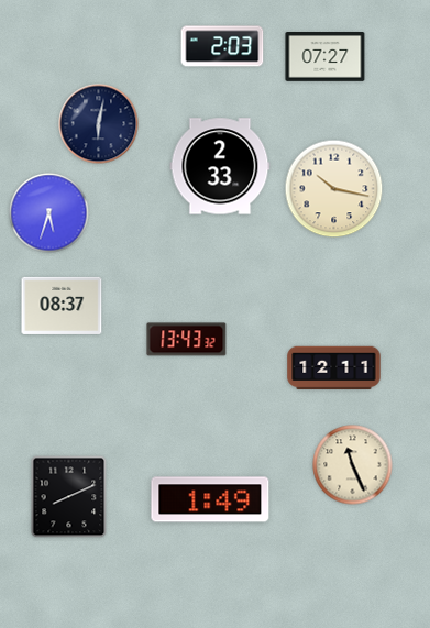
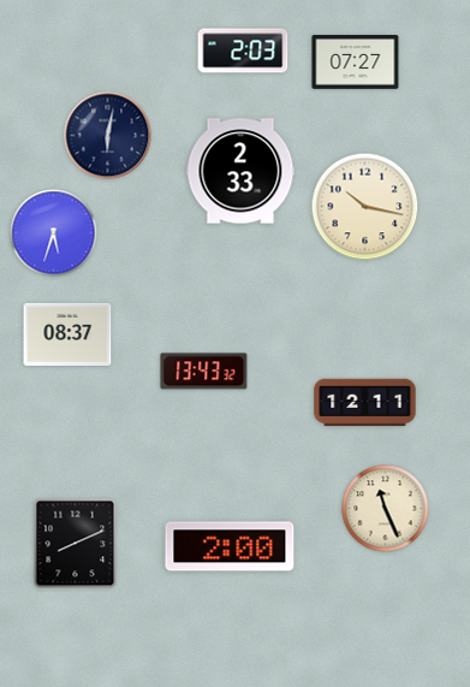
clock at (220, 166) position: (220, 166) -> (240, 171)
clock at (210, 499): 1:49 -> 2:00
